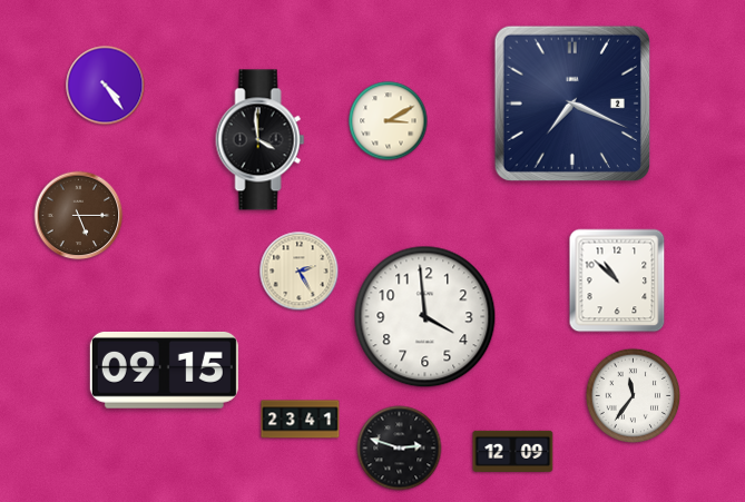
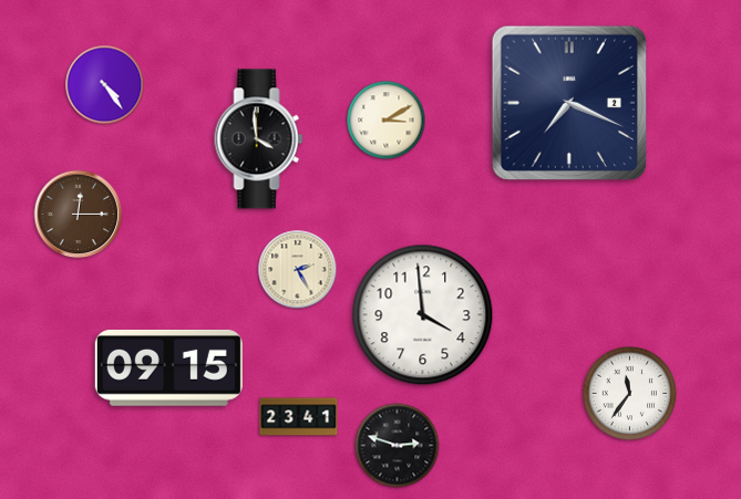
clock at (79, 216): 5:15 -> 12:15
clock at (617, 280): 10:52 -> none
clock at (164, 370) position: (164, 370) -> (168, 367)
clock at (513, 451): 12:09 -> none
